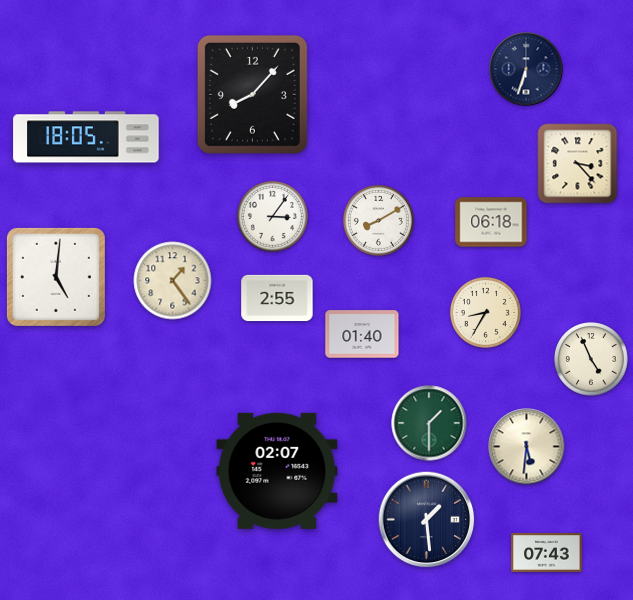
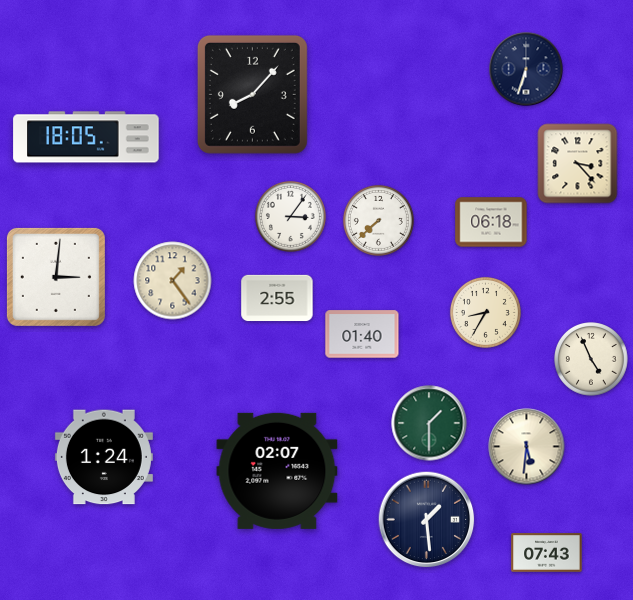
clock at (272, 216) position: (272, 216) -> (290, 216)
clock at (378, 220): 8:10 -> 7:38
clock at (56, 277): 5:01 -> 3:01
clock at (104, 457): none -> 1:24
